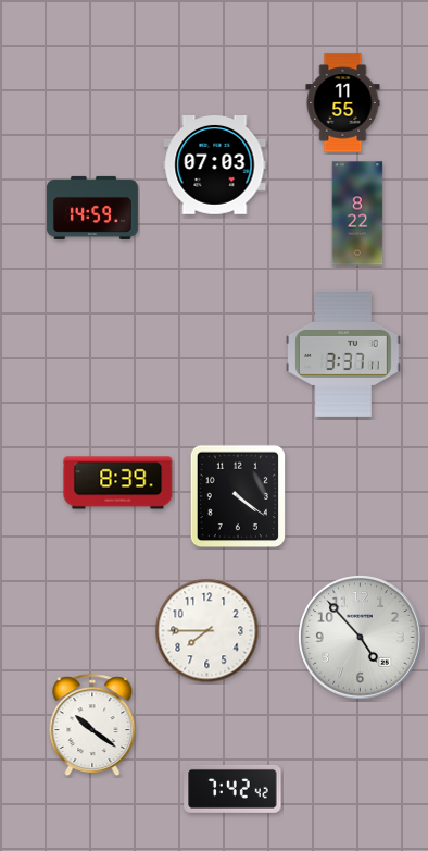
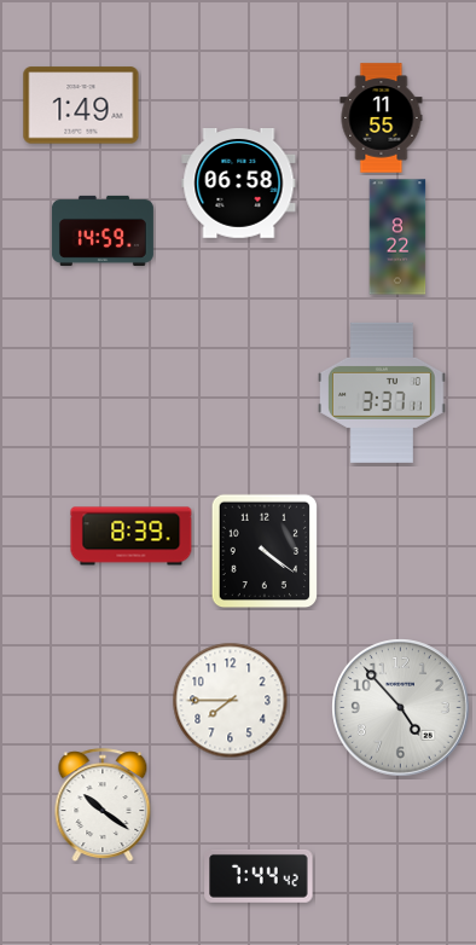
clock at (81, 105): none -> 1:49
clock at (343, 103) position: (343, 103) -> (382, 118)
clock at (215, 165): 07:03 -> 06:58
clock at (232, 789): 7:42 -> 7:44
